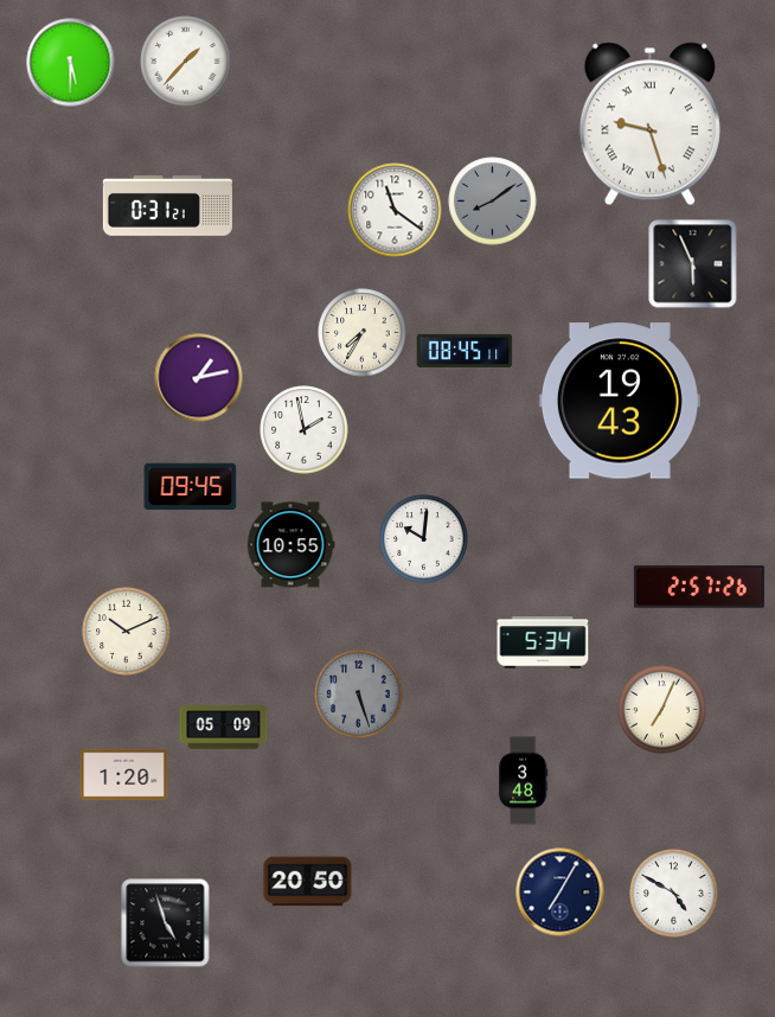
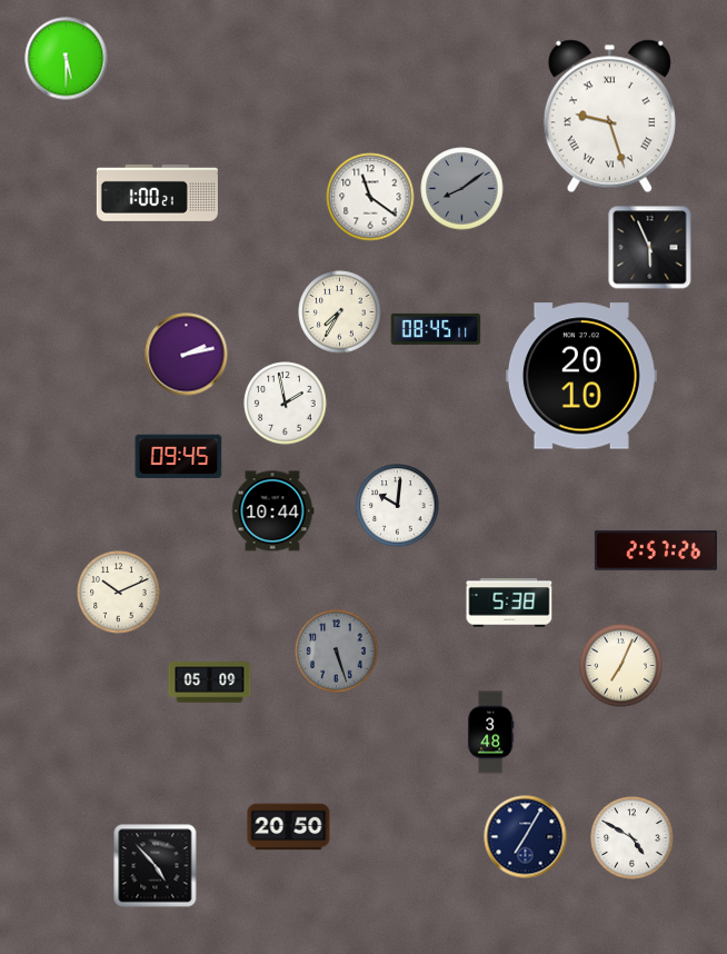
clock at (186, 62): 1:37 -> none
clock at (167, 205): 0:31 -> 1:00
clock at (199, 378): 1:13 -> 2:13
clock at (620, 401): 19:43 -> 20:10
clock at (290, 545): 10:55 -> 10:44
clock at (543, 642): 5:34 -> 5:38
clock at (124, 775): 1:20 -> none
clock at (166, 923): 4:57 -> 4:53
